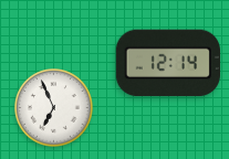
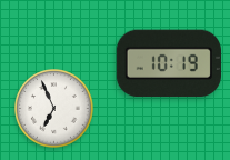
clock at (168, 63): 12:14 -> 10:19
